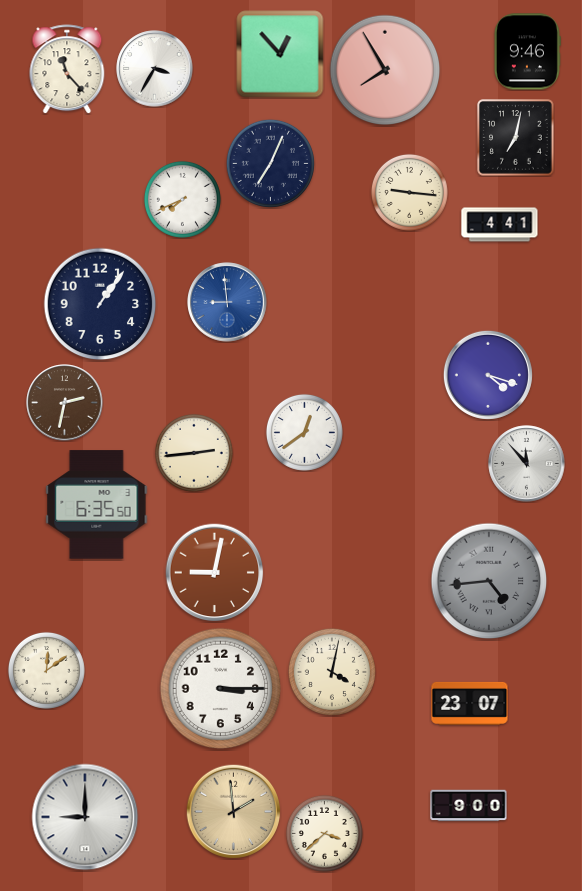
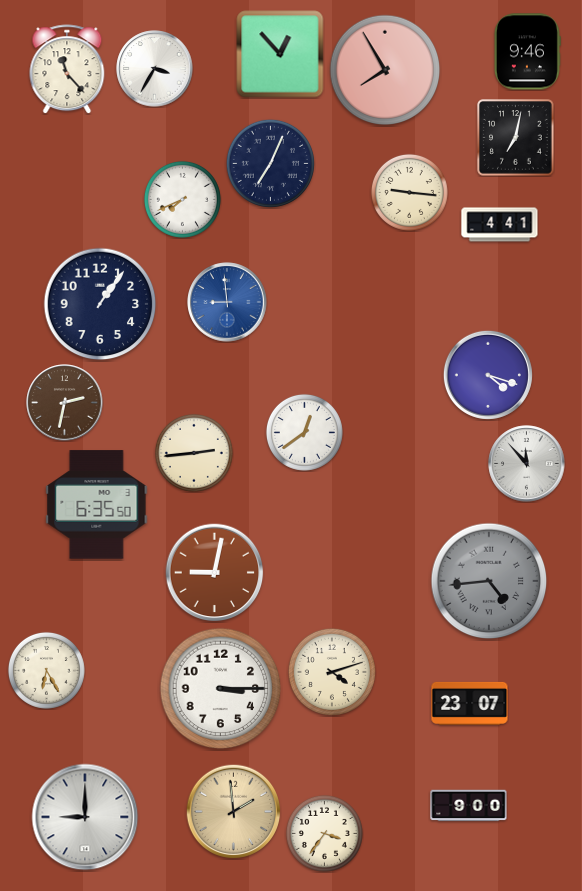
clock at (46, 670): 12:09 -> 6:25
clock at (332, 672): 4:02 -> 4:12
clock at (324, 833): 3:38 -> 3:36
